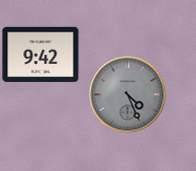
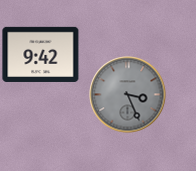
clock at (128, 95): 4:26 -> 3:26
